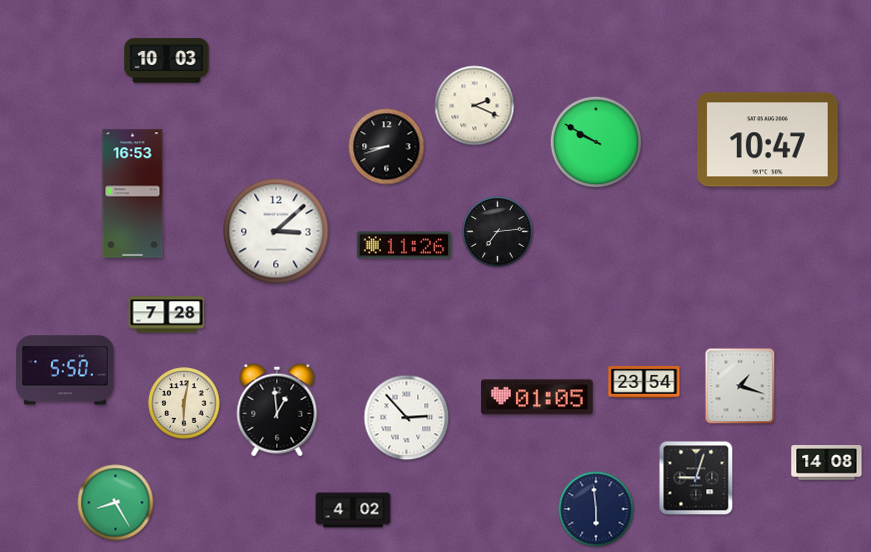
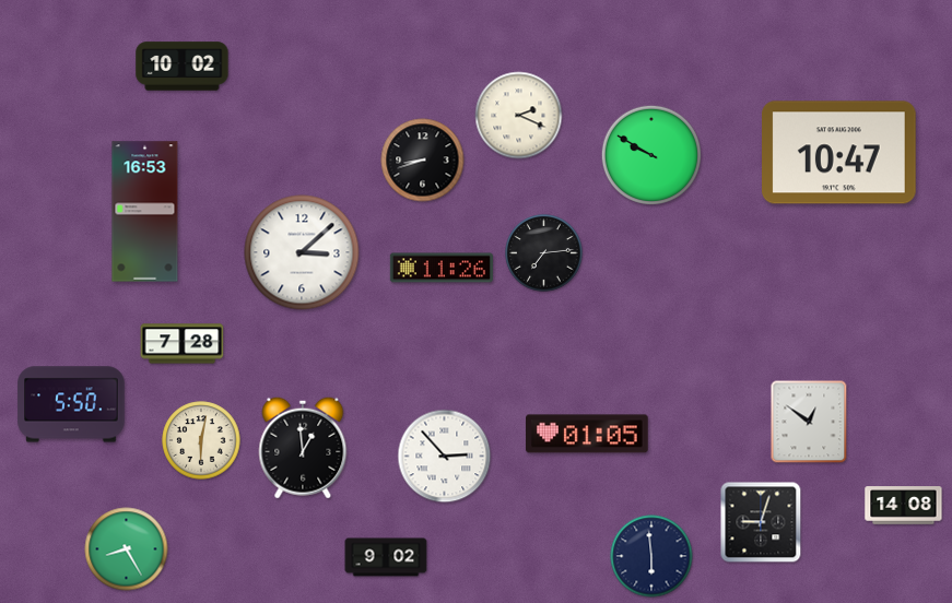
clock at (167, 61): 10:03 -> 10:02
clock at (644, 382): 23:54 -> none
clock at (740, 386): 1:18 -> 12:51
clock at (353, 510): 4:02 -> 9:02
